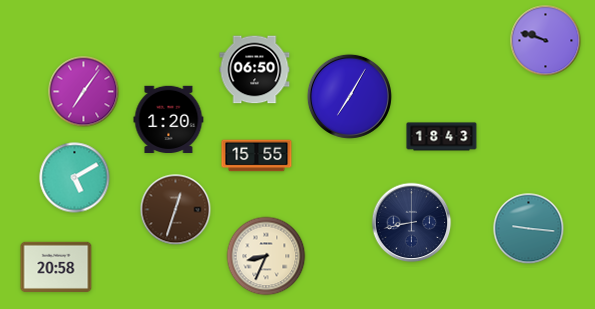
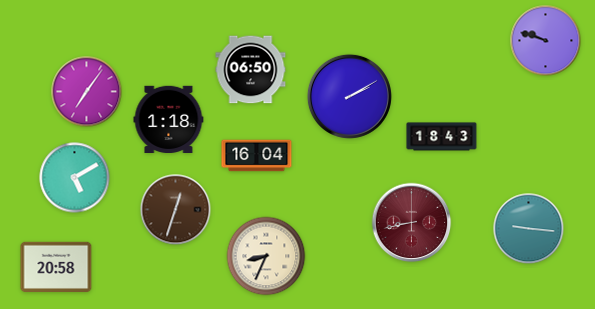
clock at (255, 70) position: (255, 70) -> (251, 70)
clock at (84, 92) position: (84, 92) -> (87, 92)
clock at (349, 96): 7:05 -> 2:10
clock at (169, 119): 1:20 -> 1:18
clock at (257, 156): 15:55 -> 16:04
clock at (412, 223) dial: navy -> burgundy
